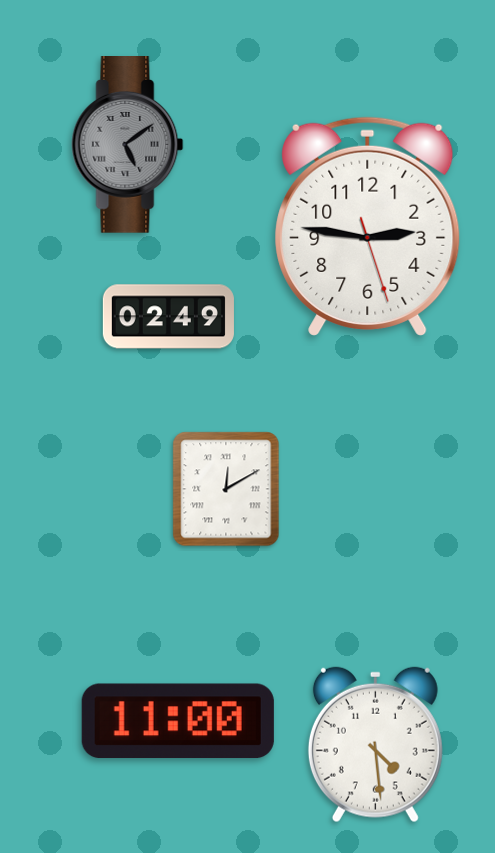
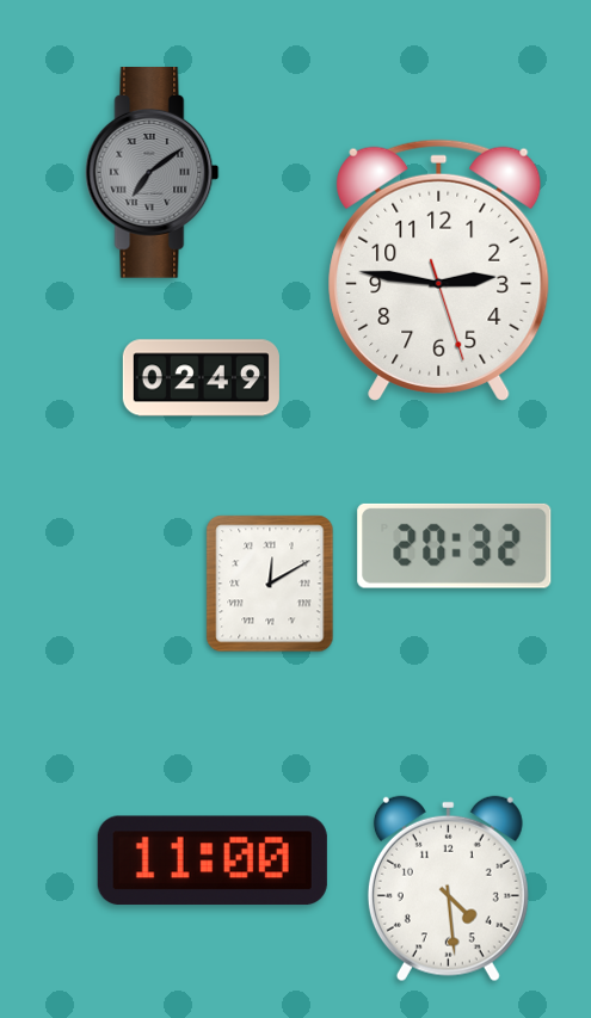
clock at (128, 145): 5:09 -> 7:09
clock at (455, 545): none -> 20:32
